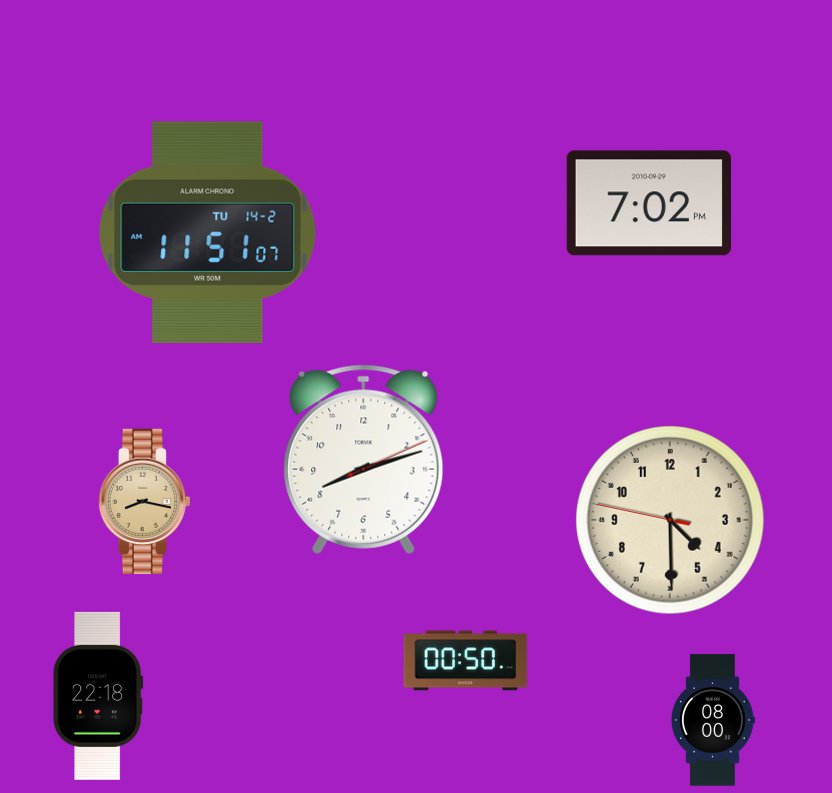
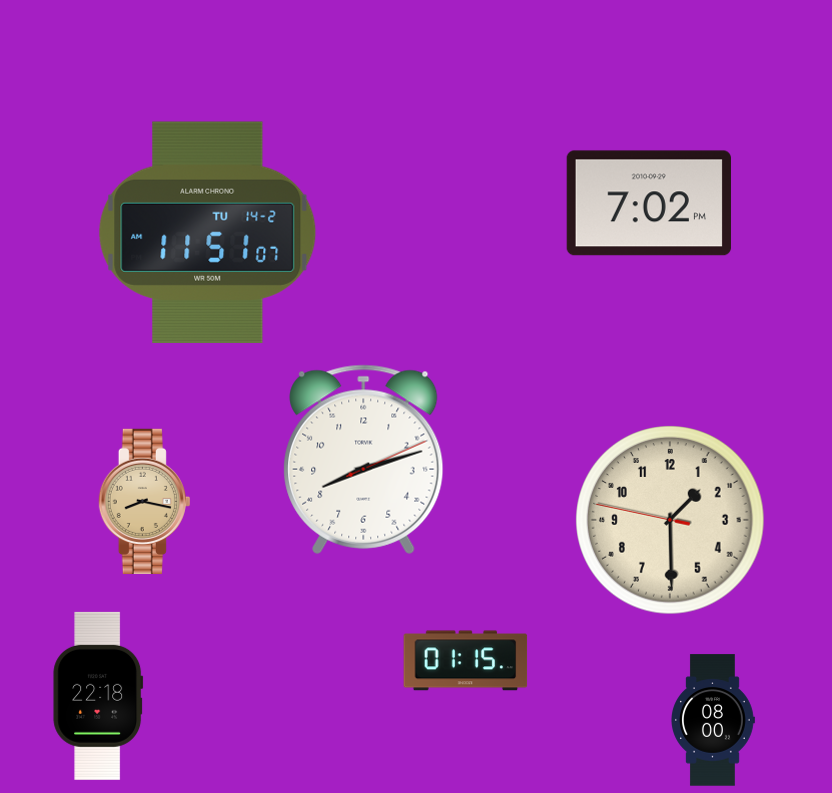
clock at (671, 521): 4:29 -> 1:29
clock at (466, 661): 00:50 -> 01:15
